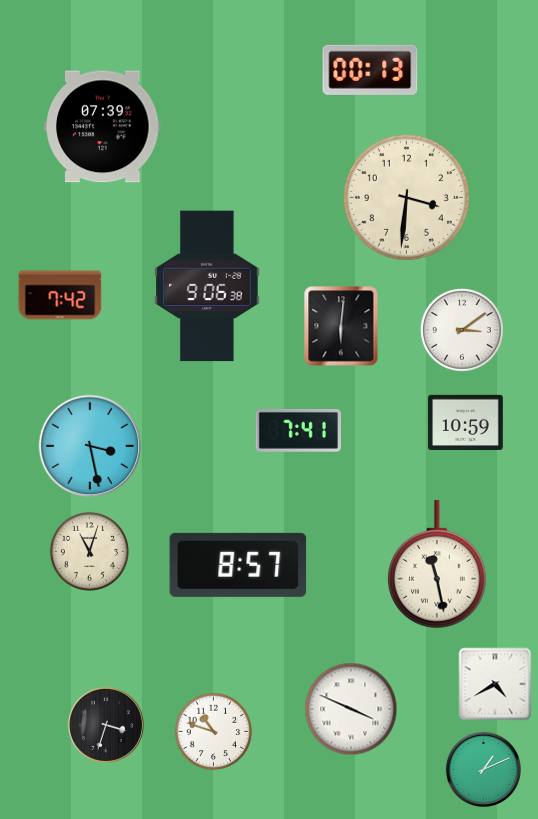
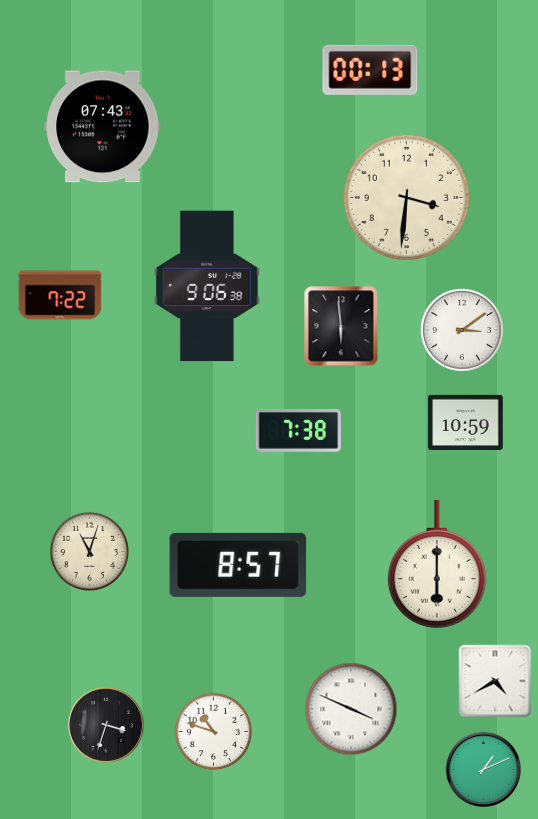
clock at (103, 127): 07:39 -> 07:43
clock at (60, 295): 7:42 -> 7:22
clock at (341, 326): 6:01 -> 5:59
clock at (298, 430): 7:41 -> 7:38
clock at (90, 446): 3:28 -> none
clock at (437, 564): 11:28 -> 6:00
clock at (495, 684) position: (495, 684) -> (495, 681)
